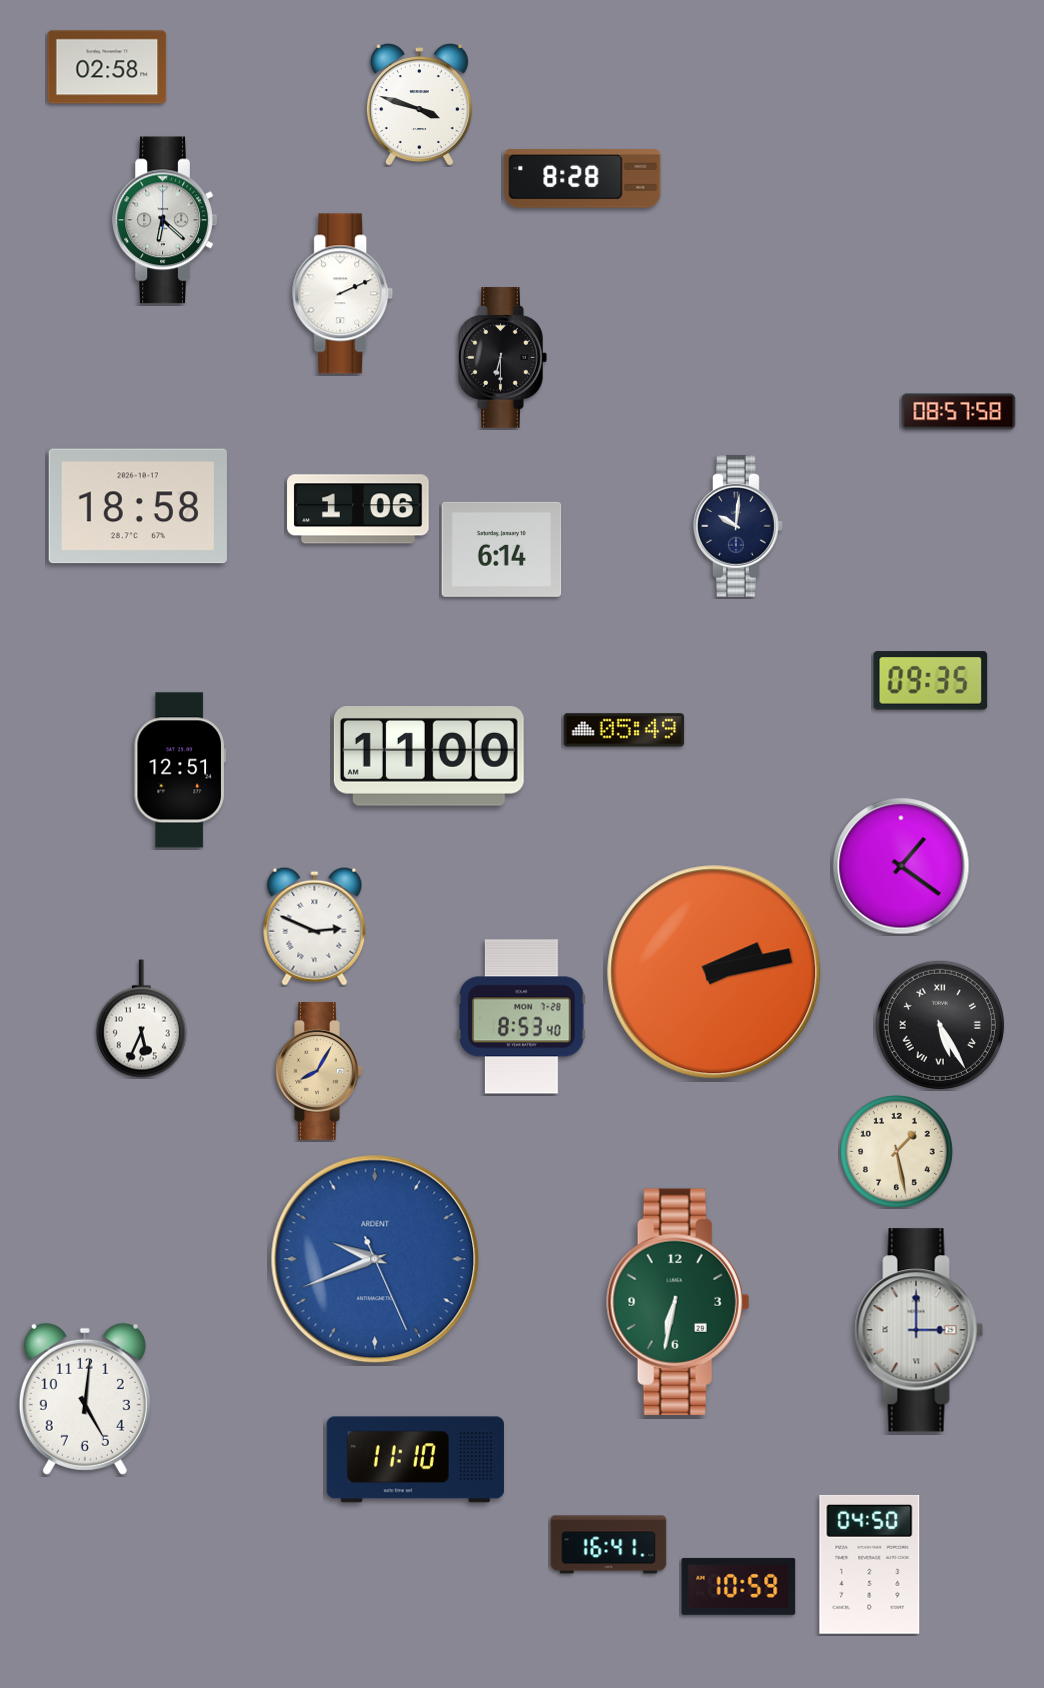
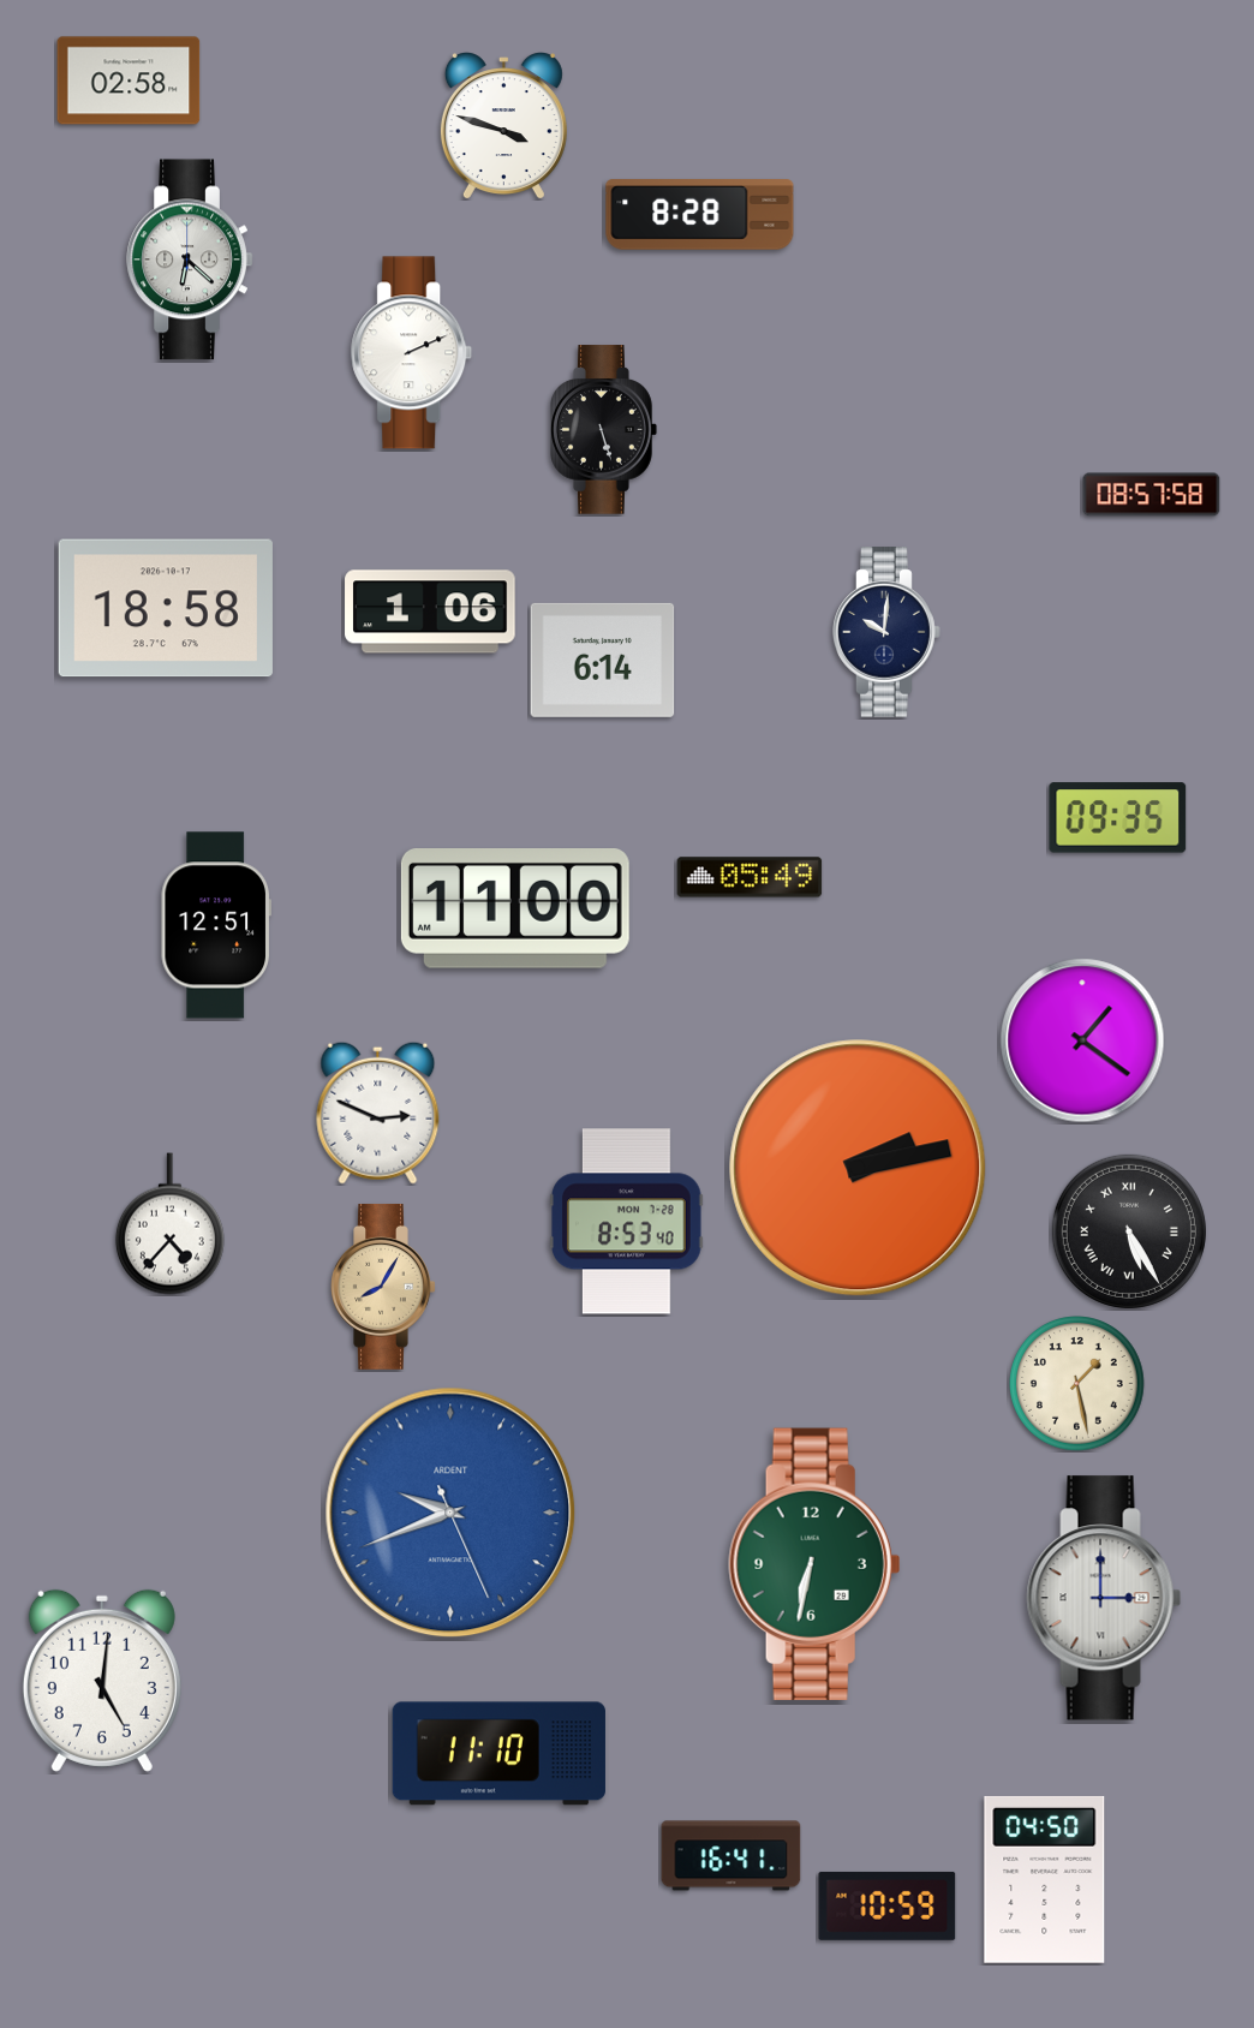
clock at (165, 220) position: (165, 220) -> (190, 260)
clock at (503, 358): 6:30 -> 5:27
clock at (141, 1019): 5:34 -> 4:37
